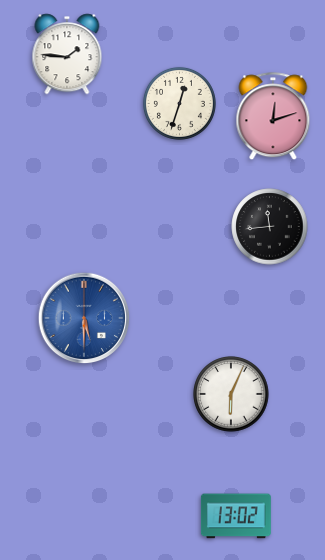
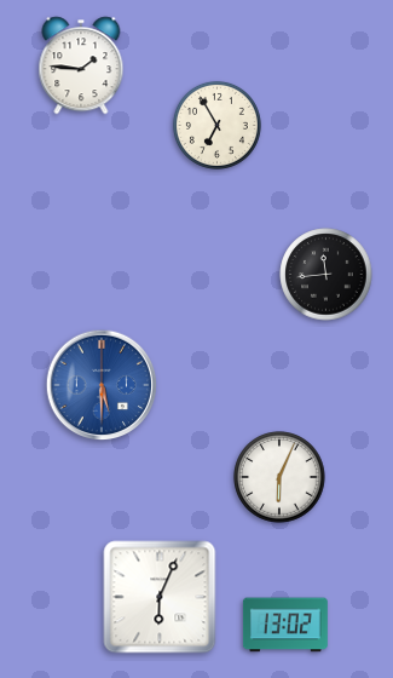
clock at (179, 103): 12:33 -> 6:55
clock at (273, 117): 12:12 -> none
clock at (160, 597): none -> 6:04
